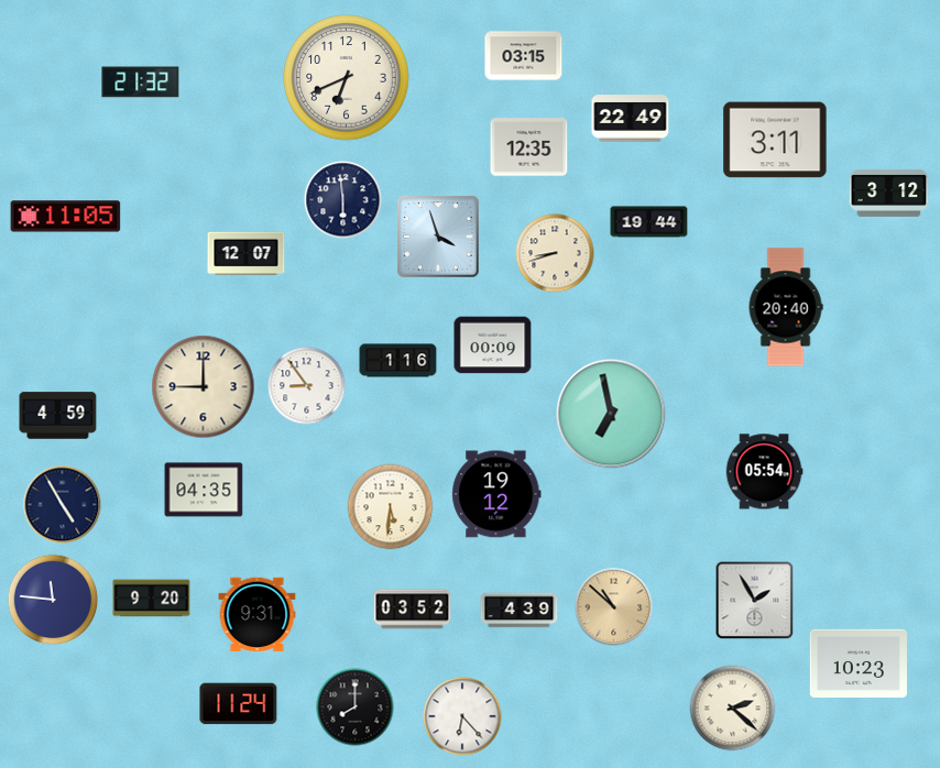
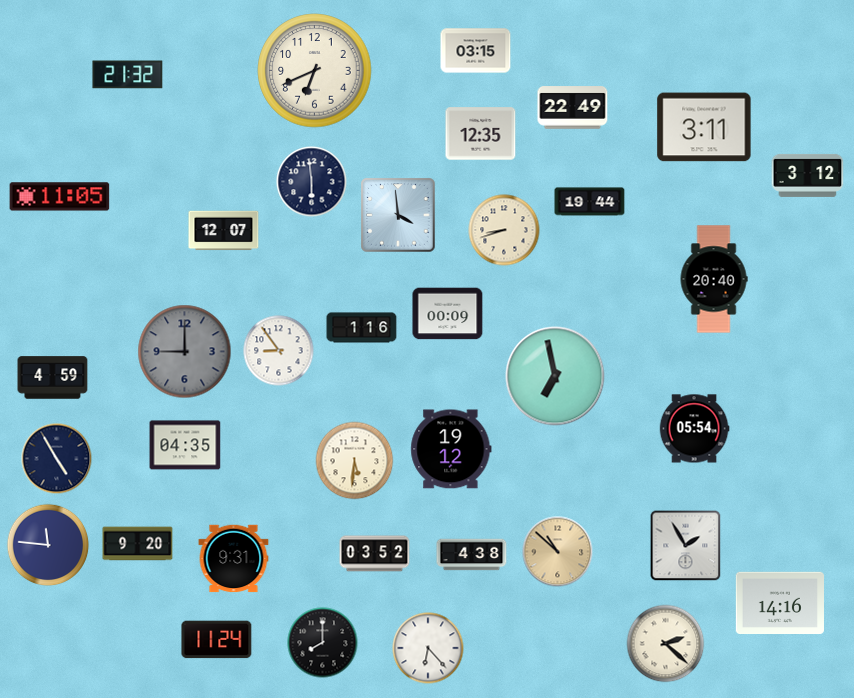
clock at (438, 237): 3:57 -> 3:59
clock at (204, 387) dial: cream -> grey
clock at (520, 611): 4:39 -> 4:38
clock at (857, 662): 10:23 -> 14:16
clock at (462, 716) position: (462, 716) -> (428, 648)
